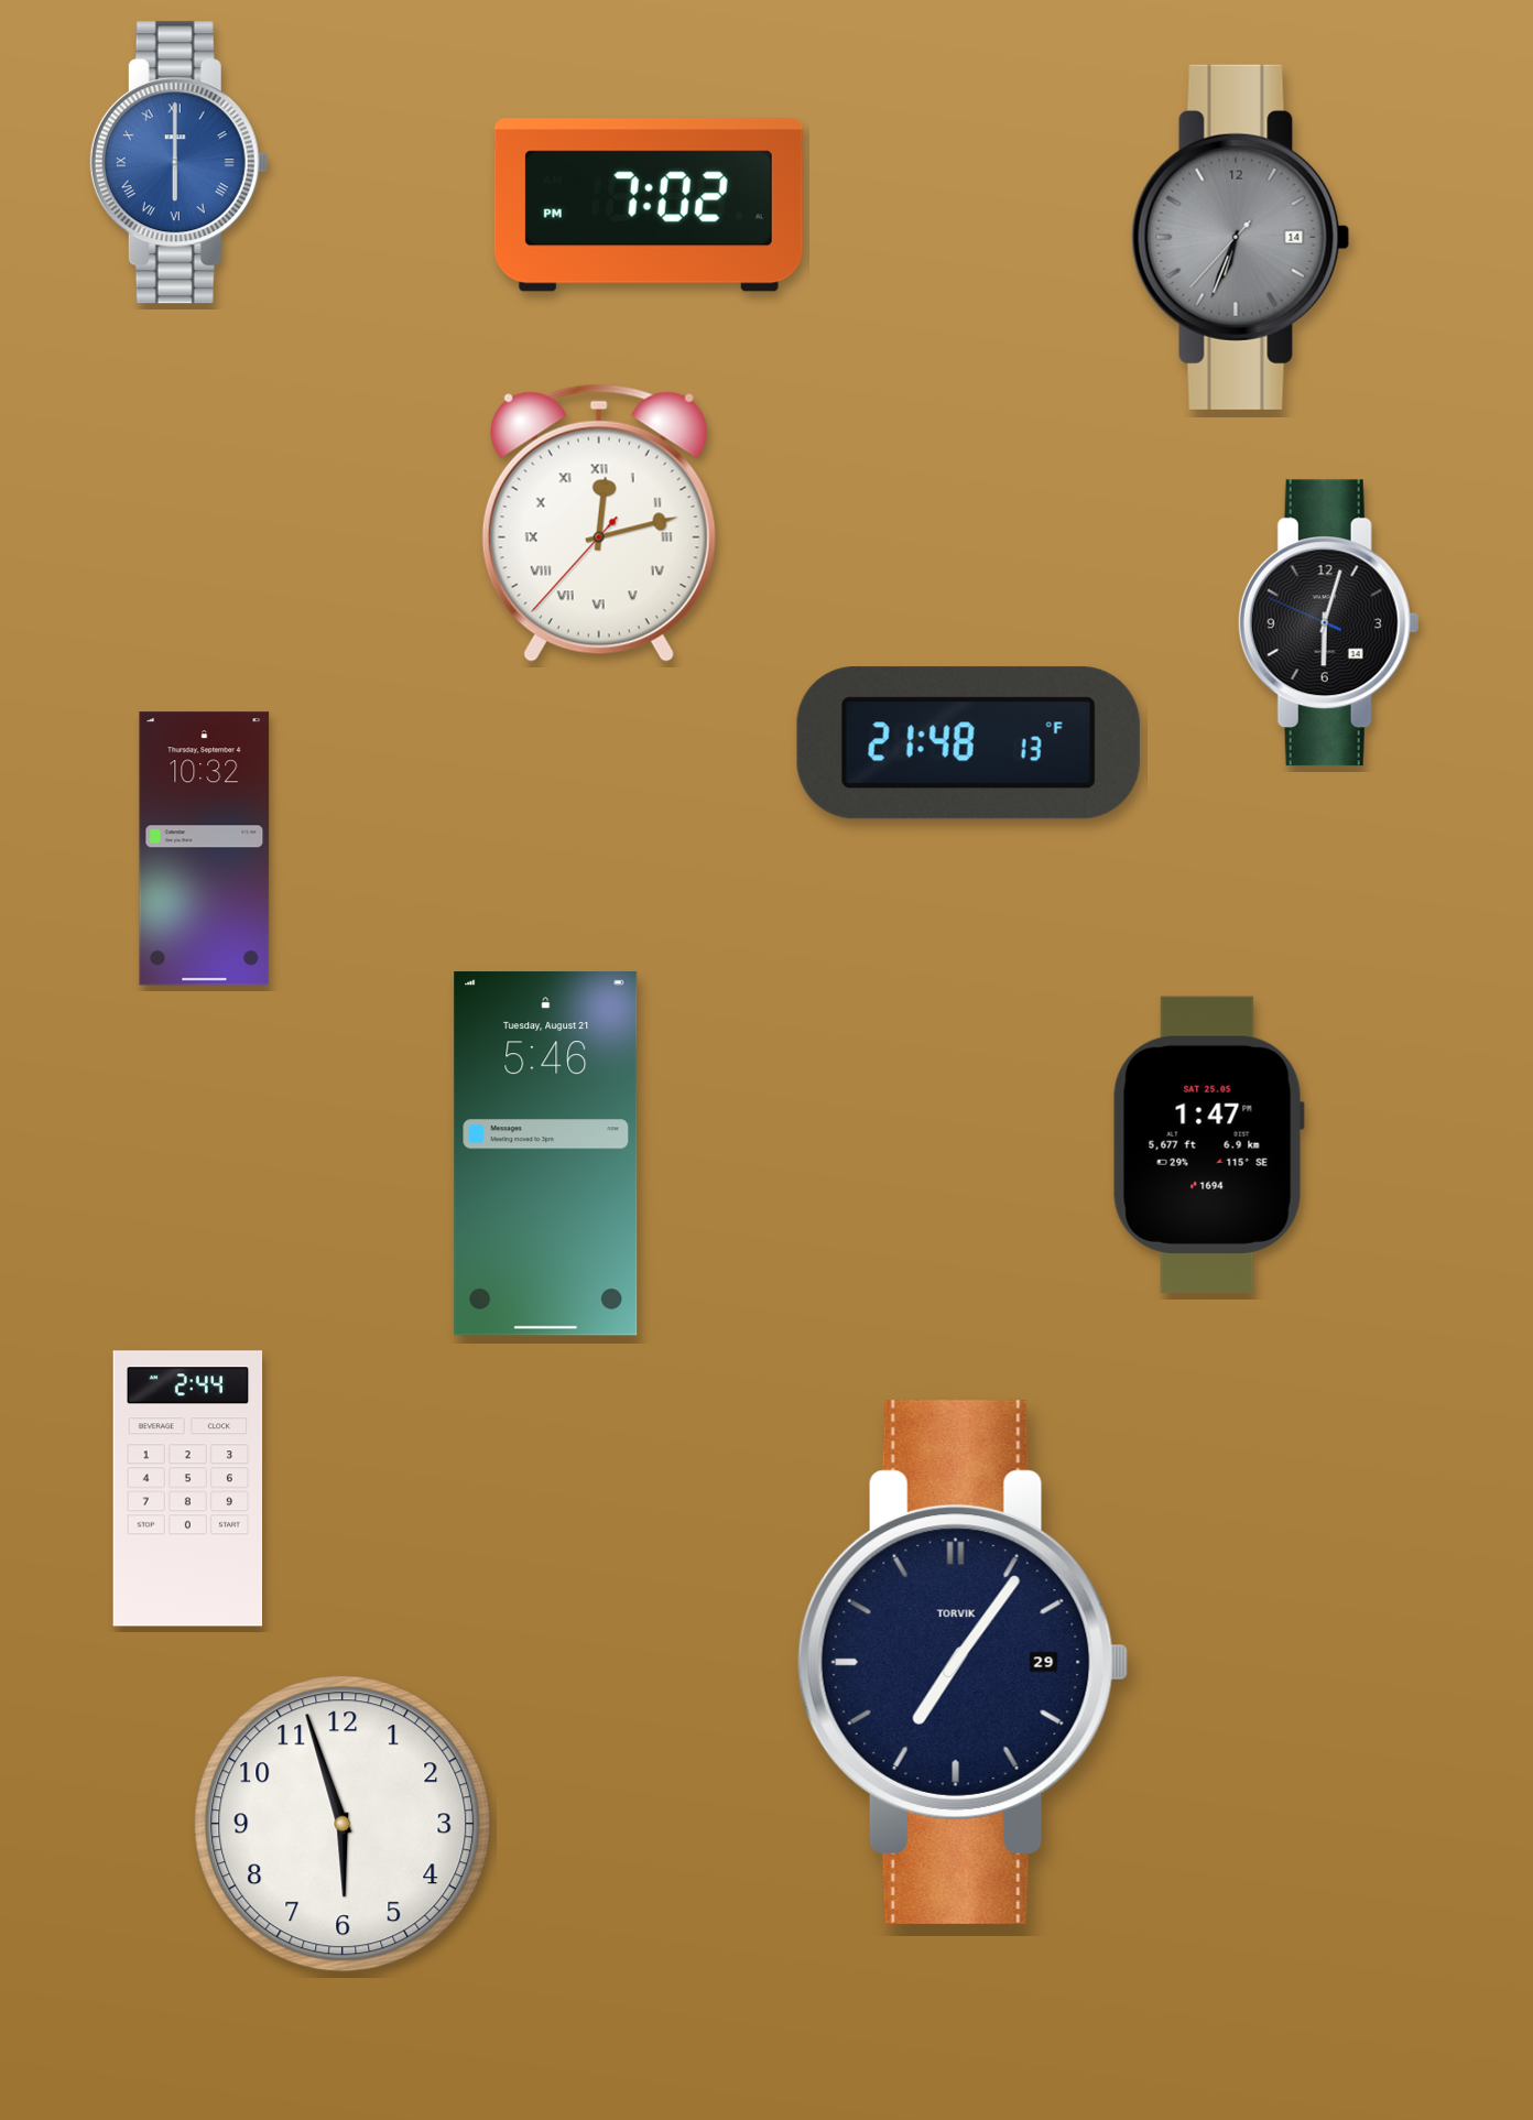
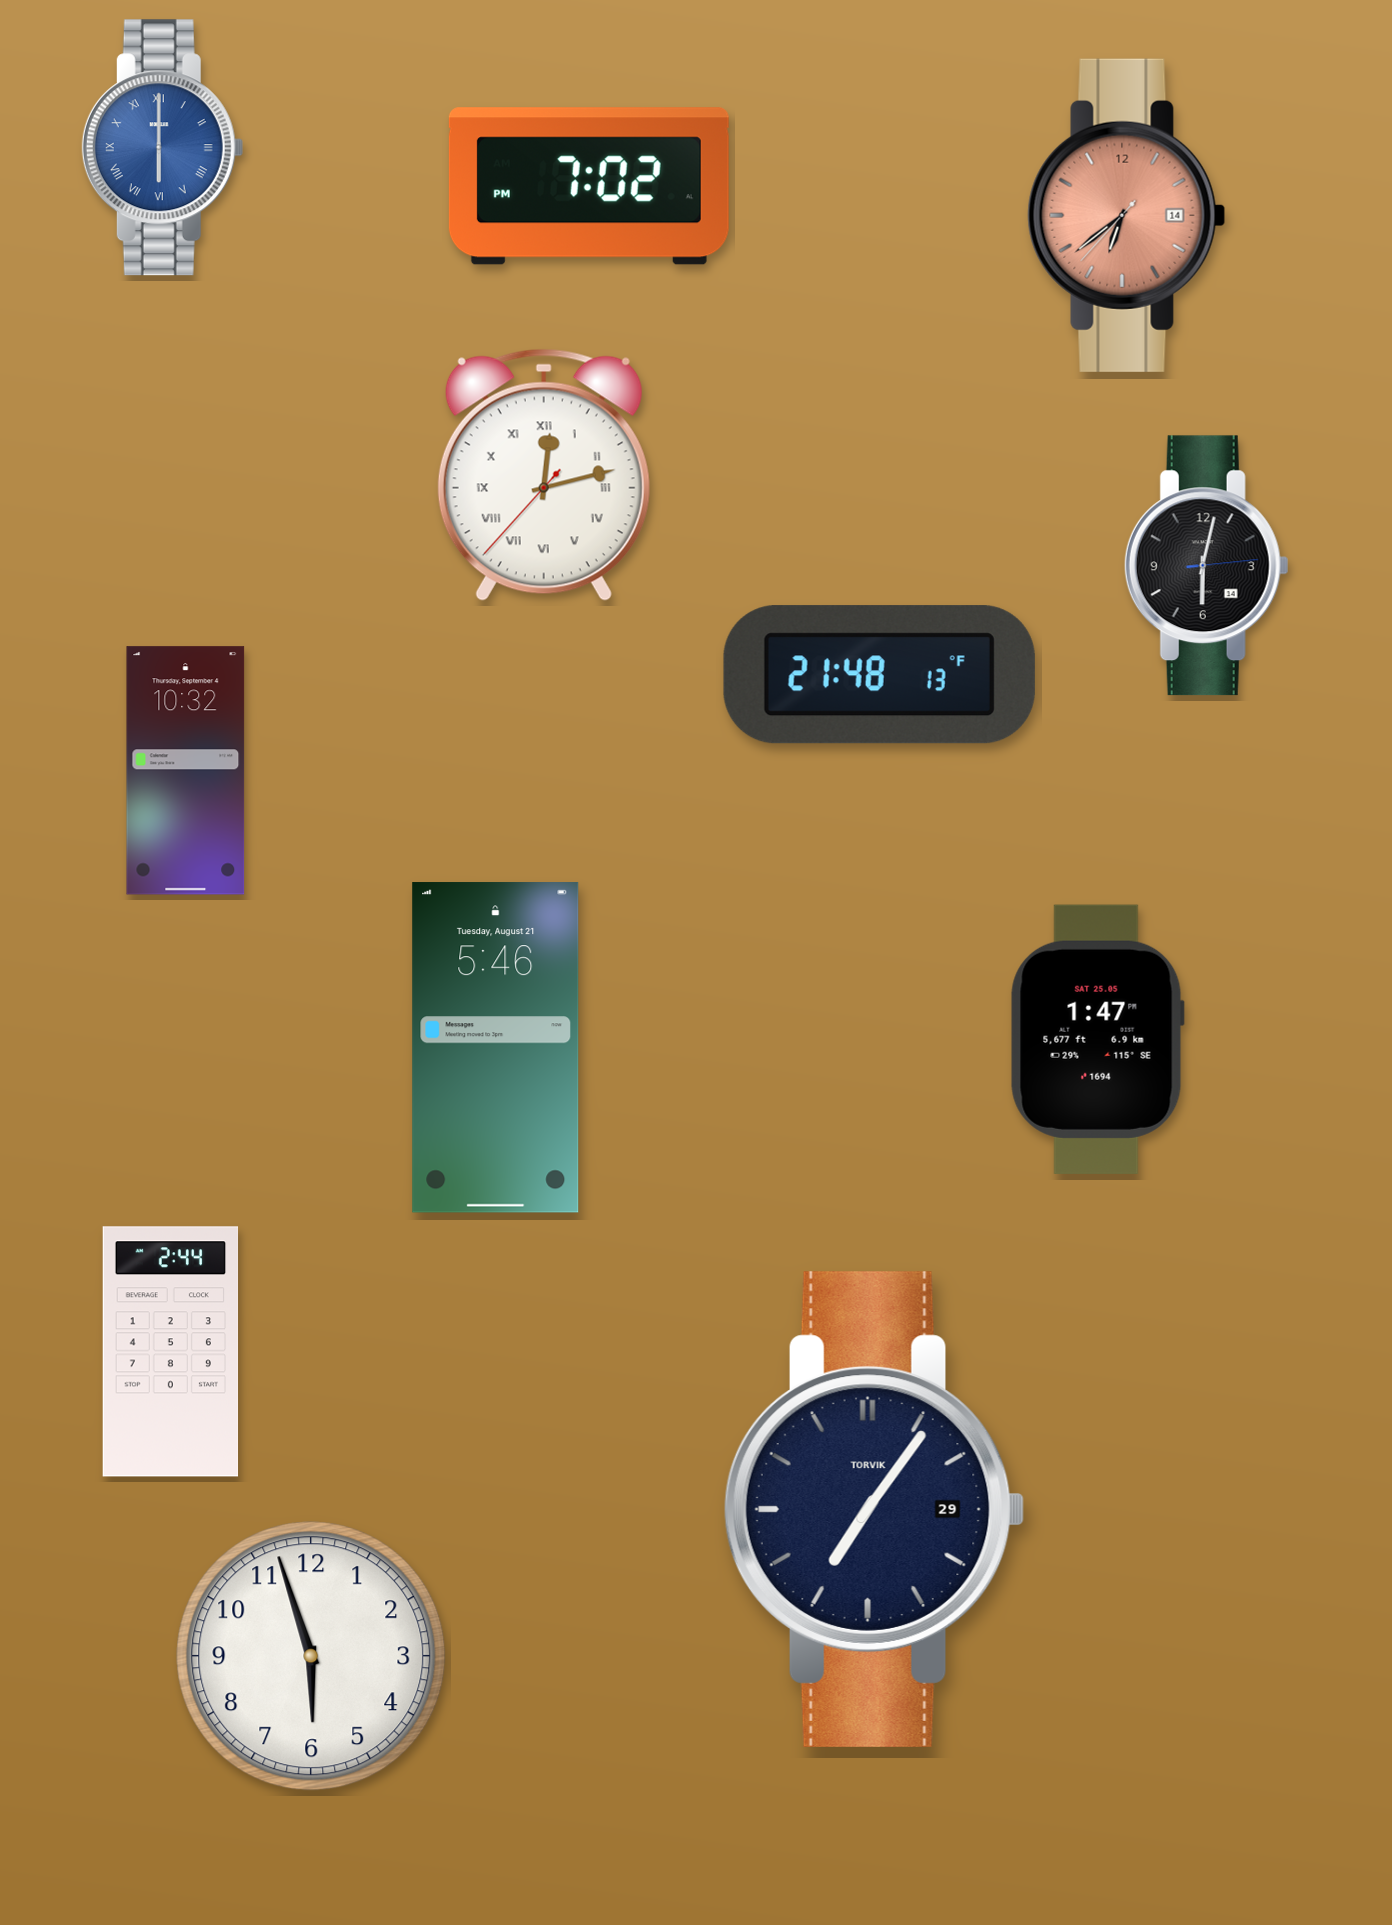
clock at (1241, 237): 6:33 -> 6:38
clock at (1241, 237) dial: grey -> salmon
clock at (1328, 623): 6:02:49 -> 6:02:14
